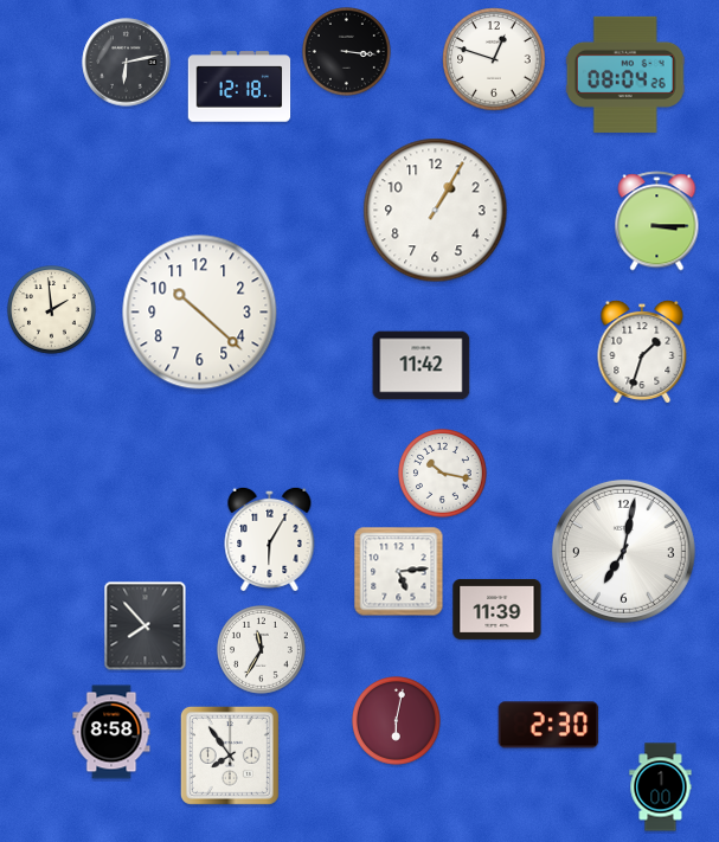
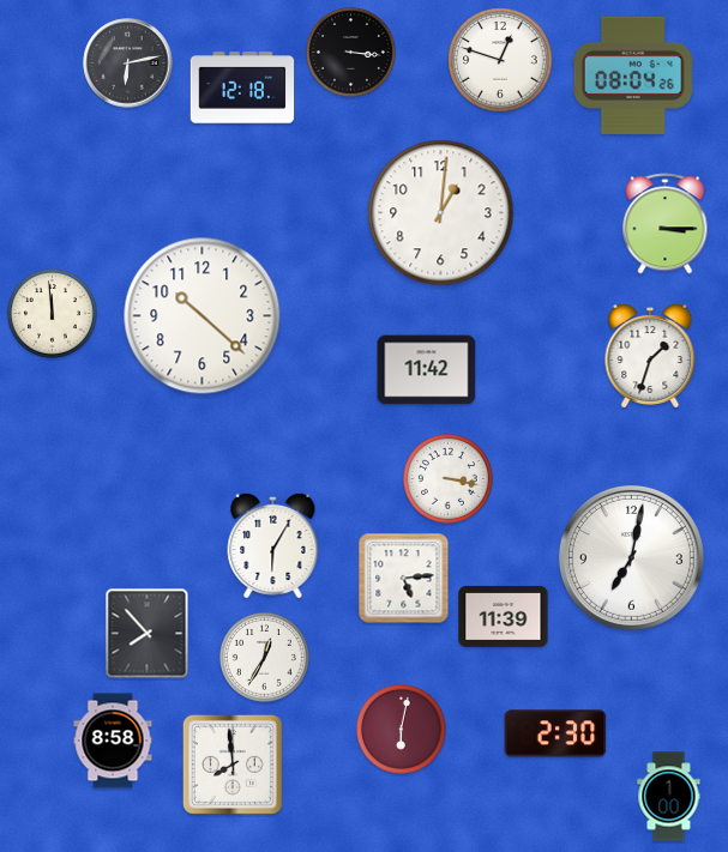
clock at (436, 211): 1:05 -> 1:01
clock at (52, 310): 1:59 -> 11:59
clock at (443, 474): 10:17 -> 3:17
clock at (262, 650): 11:35 -> 12:35
clock at (230, 756): 7:54 -> 7:59
